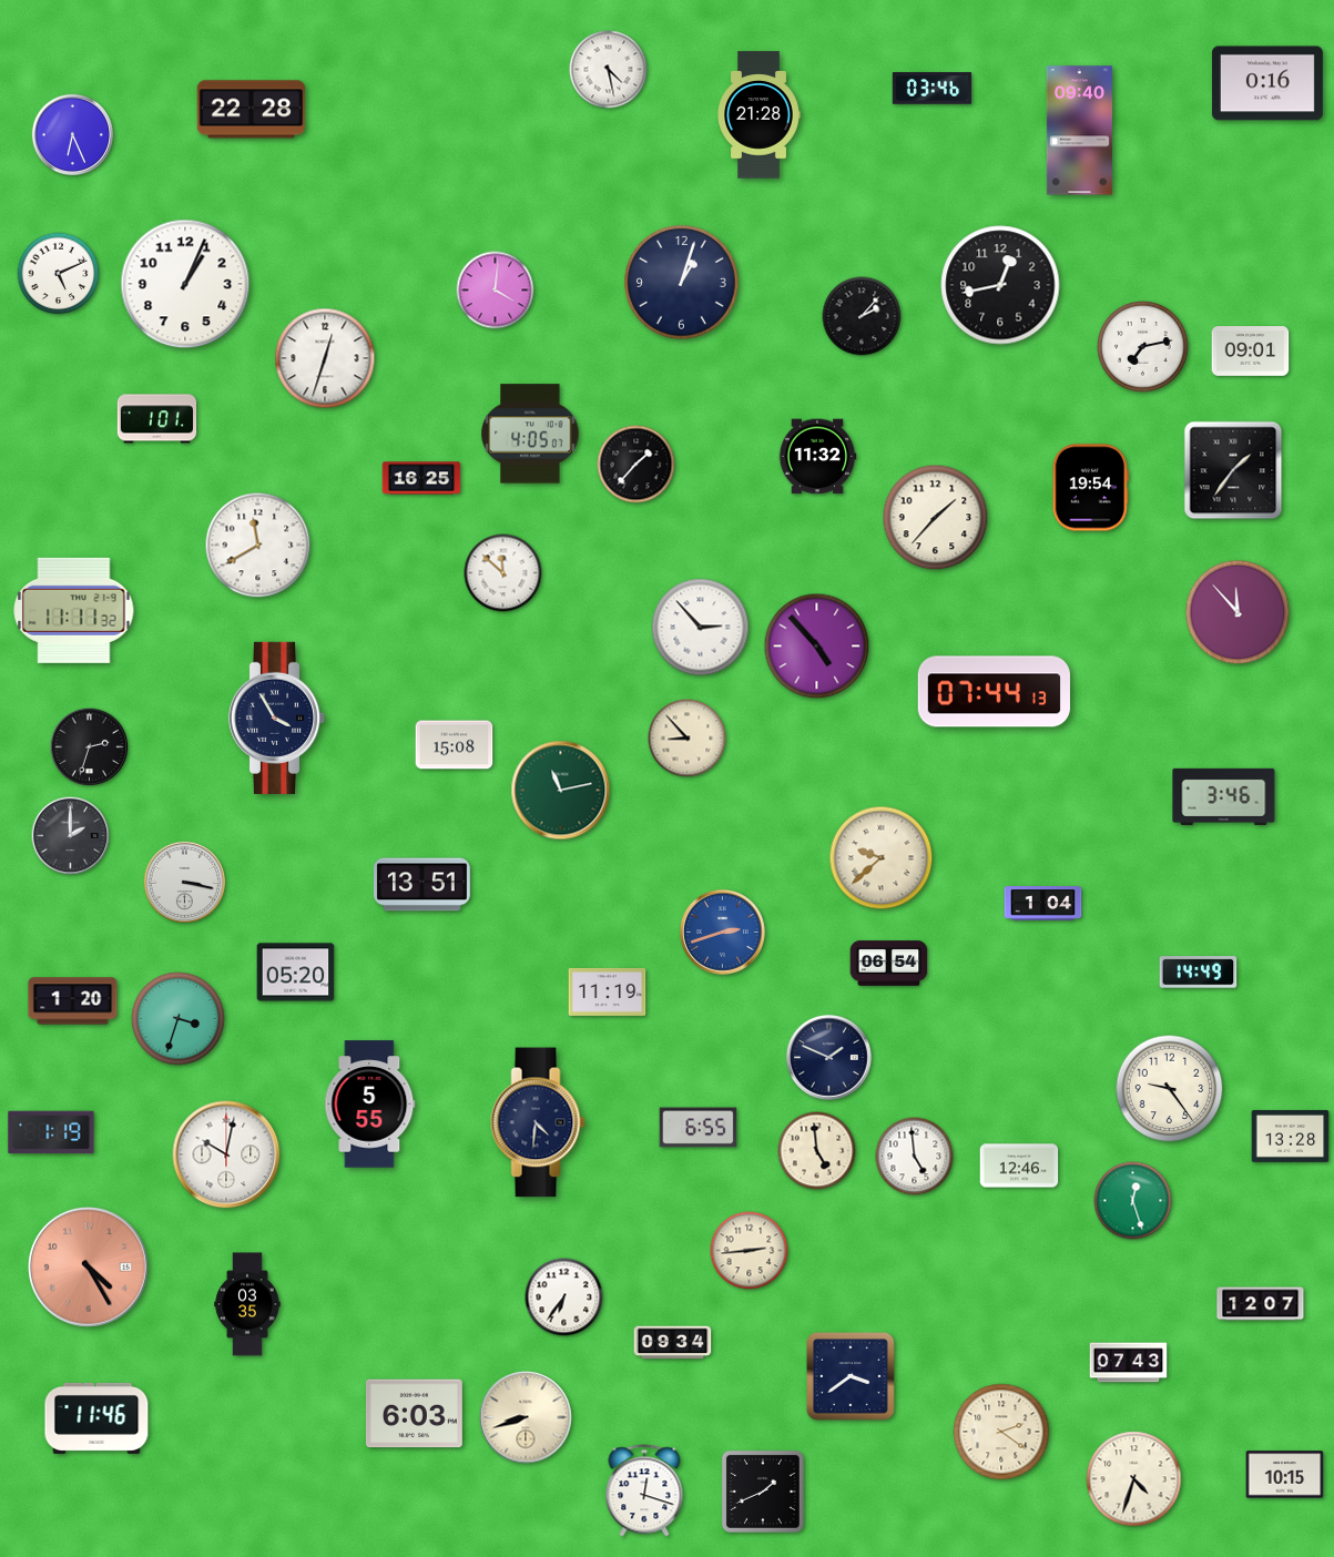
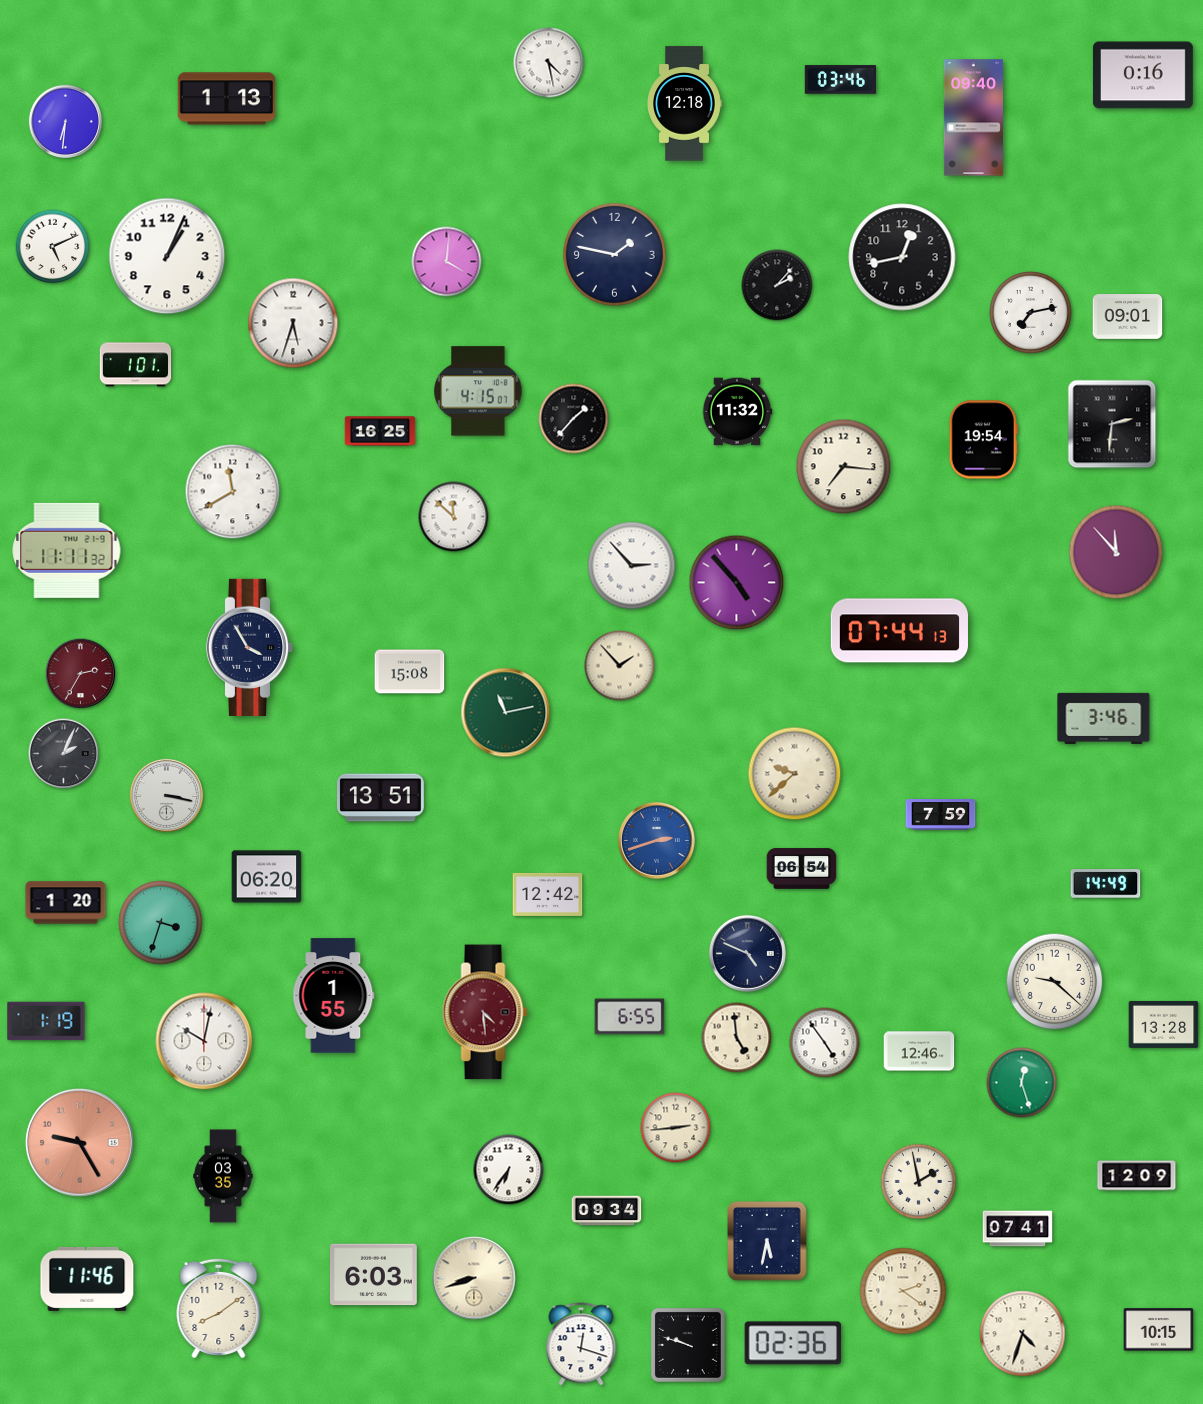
clock at (252, 110): 22:28 -> 1:13
clock at (758, 115): 21:28 -> 12:18
clock at (72, 134): 6:26 -> 6:31
clock at (681, 282): 1:03 -> 1:47
clock at (325, 358): 12:33 -> 5:33
clock at (157, 419) position: (157, 419) -> (136, 365)
clock at (530, 434): 4:05 -> 4:15
clock at (1233, 470): 1:36 -> 2:31
clock at (936, 518): 1:37 -> 7:16
clock at (994, 692) position: (994, 692) -> (899, 631)
clock at (688, 739): 8:53 -> 1:53
clock at (90, 747): 2:33 -> 2:35
clock at (90, 747) dial: black -> burgundy
clock at (71, 836): 2:00 -> 2:04
clock at (1043, 904): 1:04 -> 7:59
clock at (722, 932) position: (722, 932) -> (656, 840)
clock at (296, 973): 05:20 -> 06:20
clock at (1199, 973) position: (1199, 973) -> (1106, 884)
clock at (608, 991): 11:19 -> 12:42
clock at (179, 1019) position: (179, 1019) -> (161, 923)
clock at (828, 1057): 1:49 -> 4:49
clock at (1170, 1089): 9:24 -> 9:22
clock at (370, 1105): 5:55 -> 1:55
clock at (538, 1122): 4:31 -> 4:29
clock at (538, 1122) dial: navy -> burgundy
clock at (915, 1157): 4:59 -> 4:54
clock at (89, 1268): 4:25 -> 9:25
clock at (1261, 1304): 12:07 -> 12:09
clock at (919, 1182): none -> 1:58
clock at (1129, 1363): 07:43 -> 07:41
clock at (852, 1377): 3:39 -> 5:32
clock at (219, 1308): none -> 8:09
clock at (793, 1343): none -> 02:36
clock at (763, 1492): 1:41 -> 9:48
